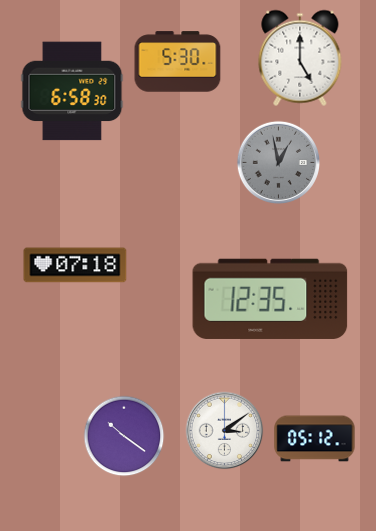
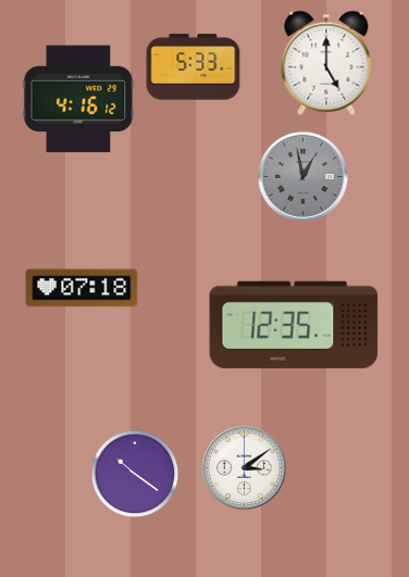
clock at (178, 62): 5:30 -> 5:33
clock at (72, 91): 6:58 -> 4:16
clock at (315, 439): 05:12 -> none
